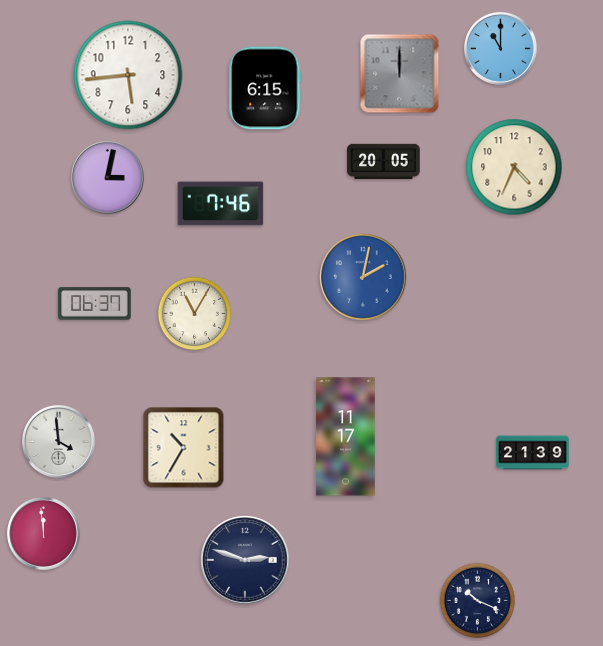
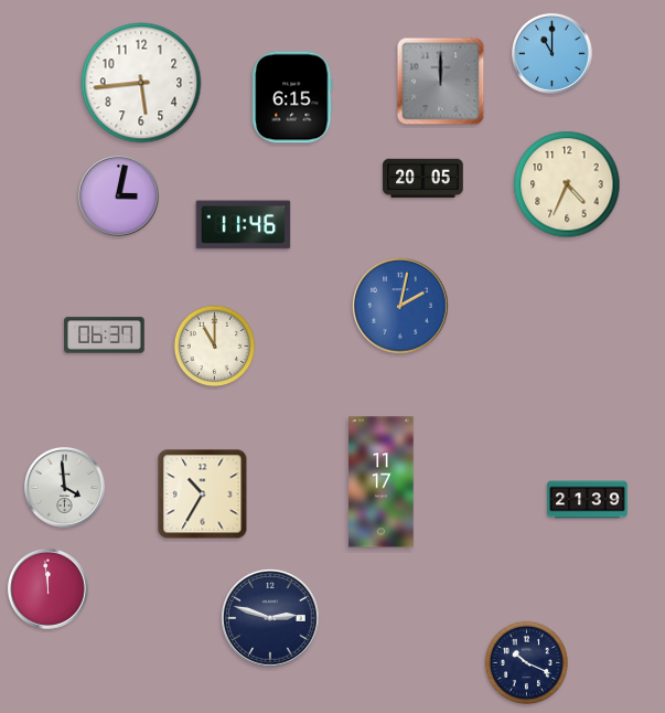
clock at (221, 204): 7:46 -> 11:46
clock at (195, 314): 11:05 -> 11:00
